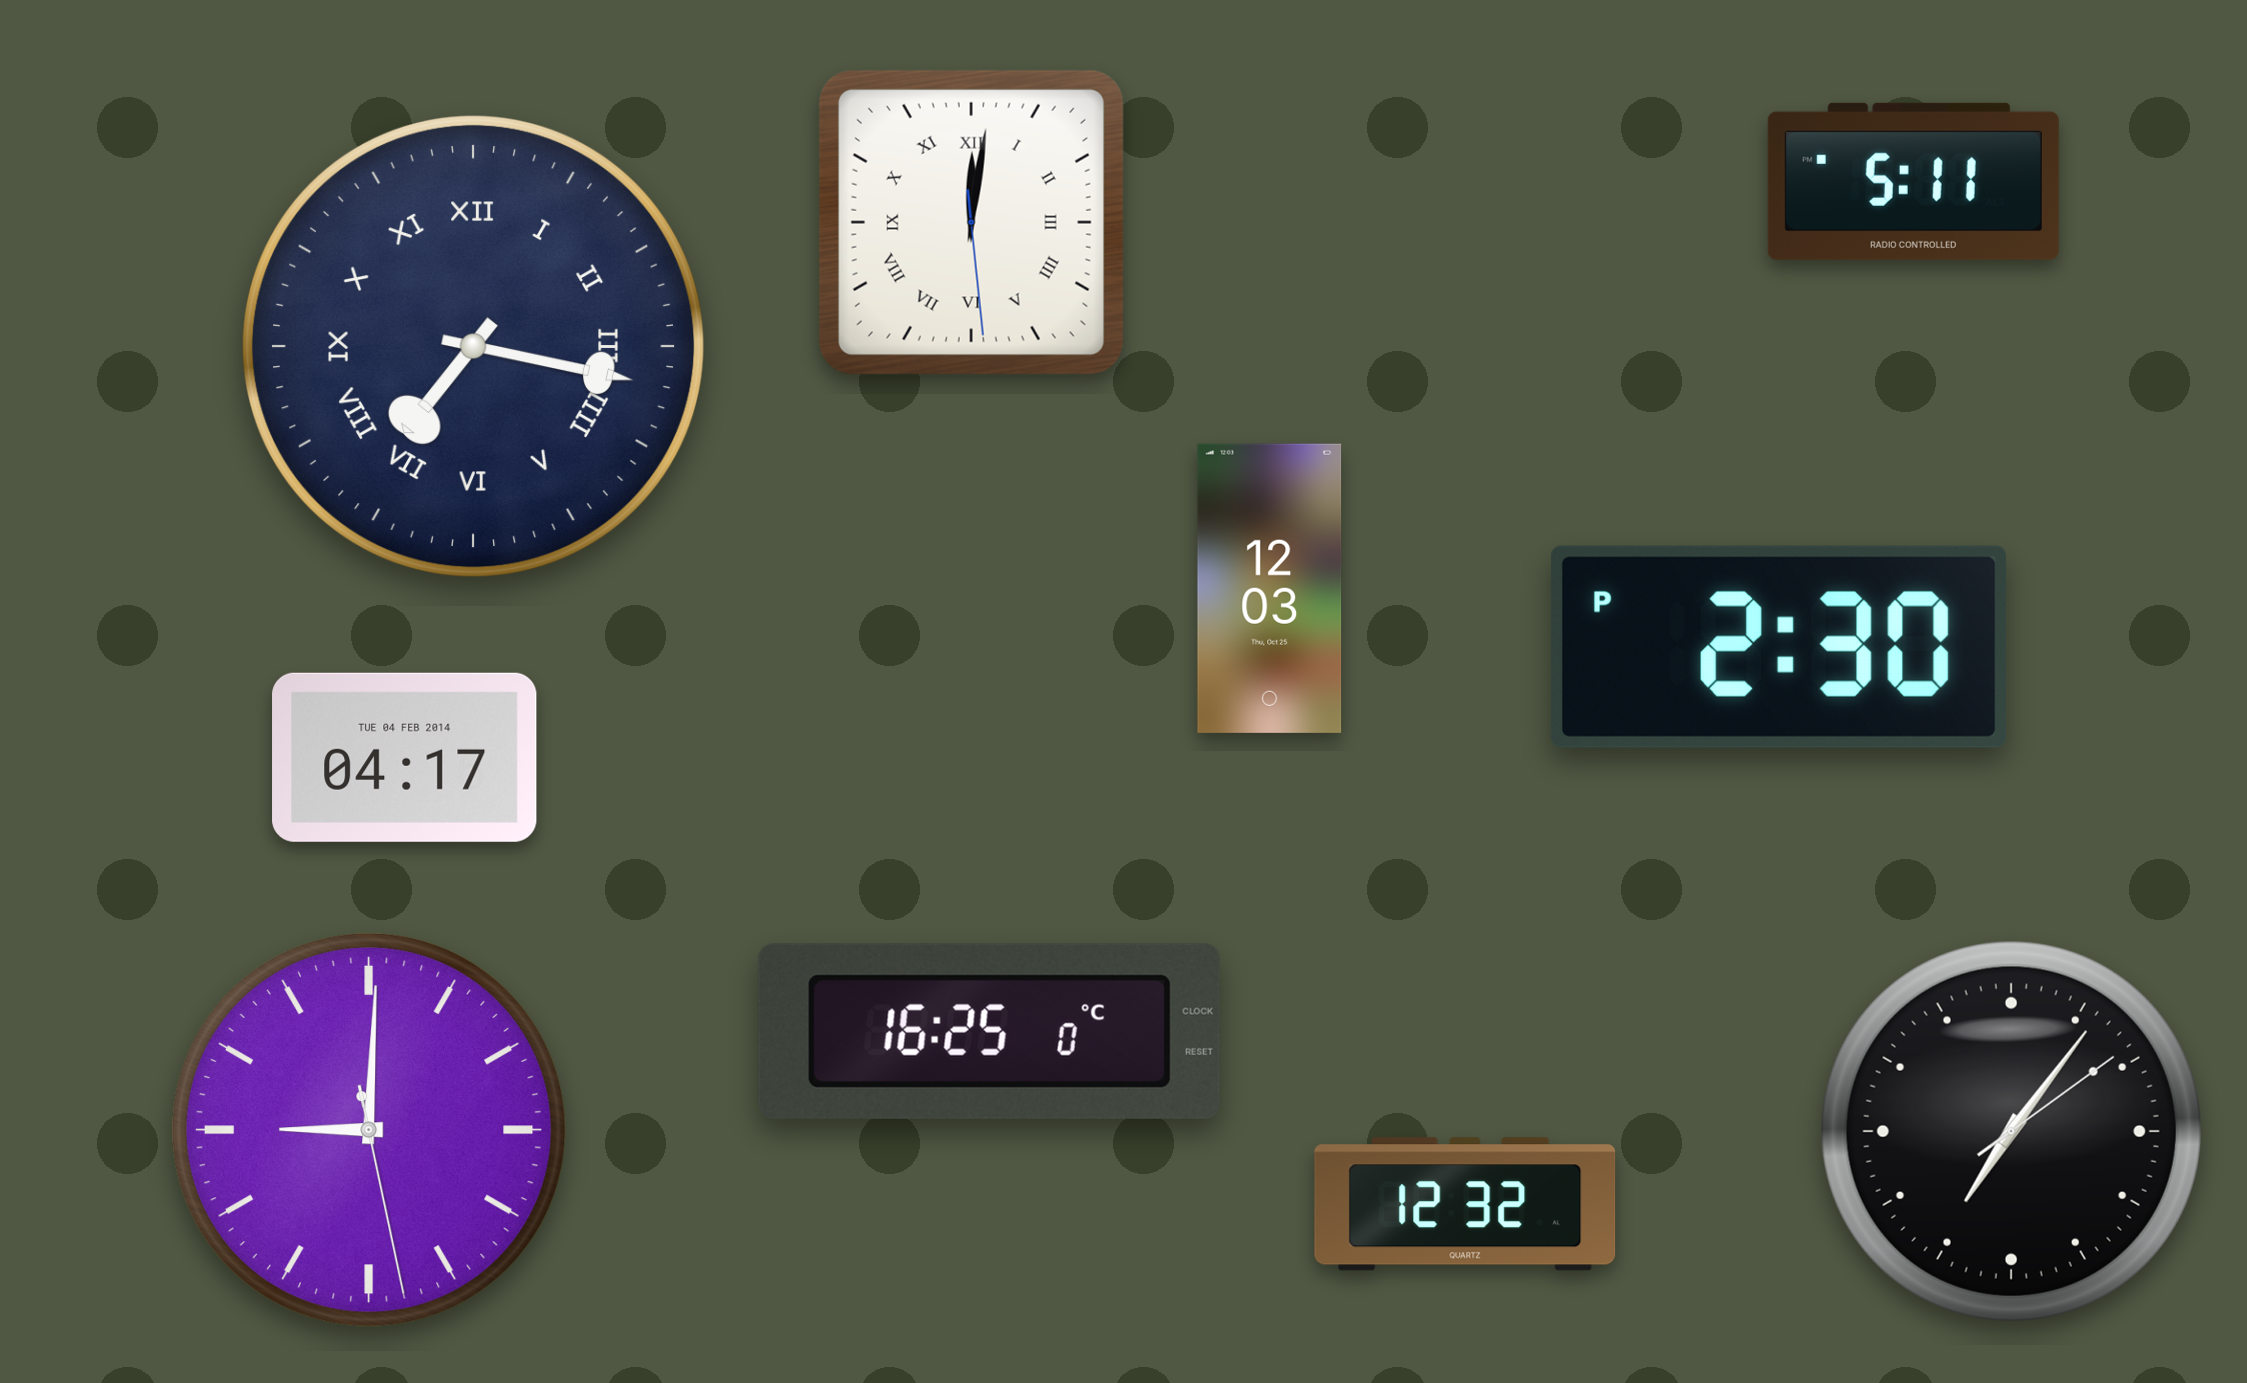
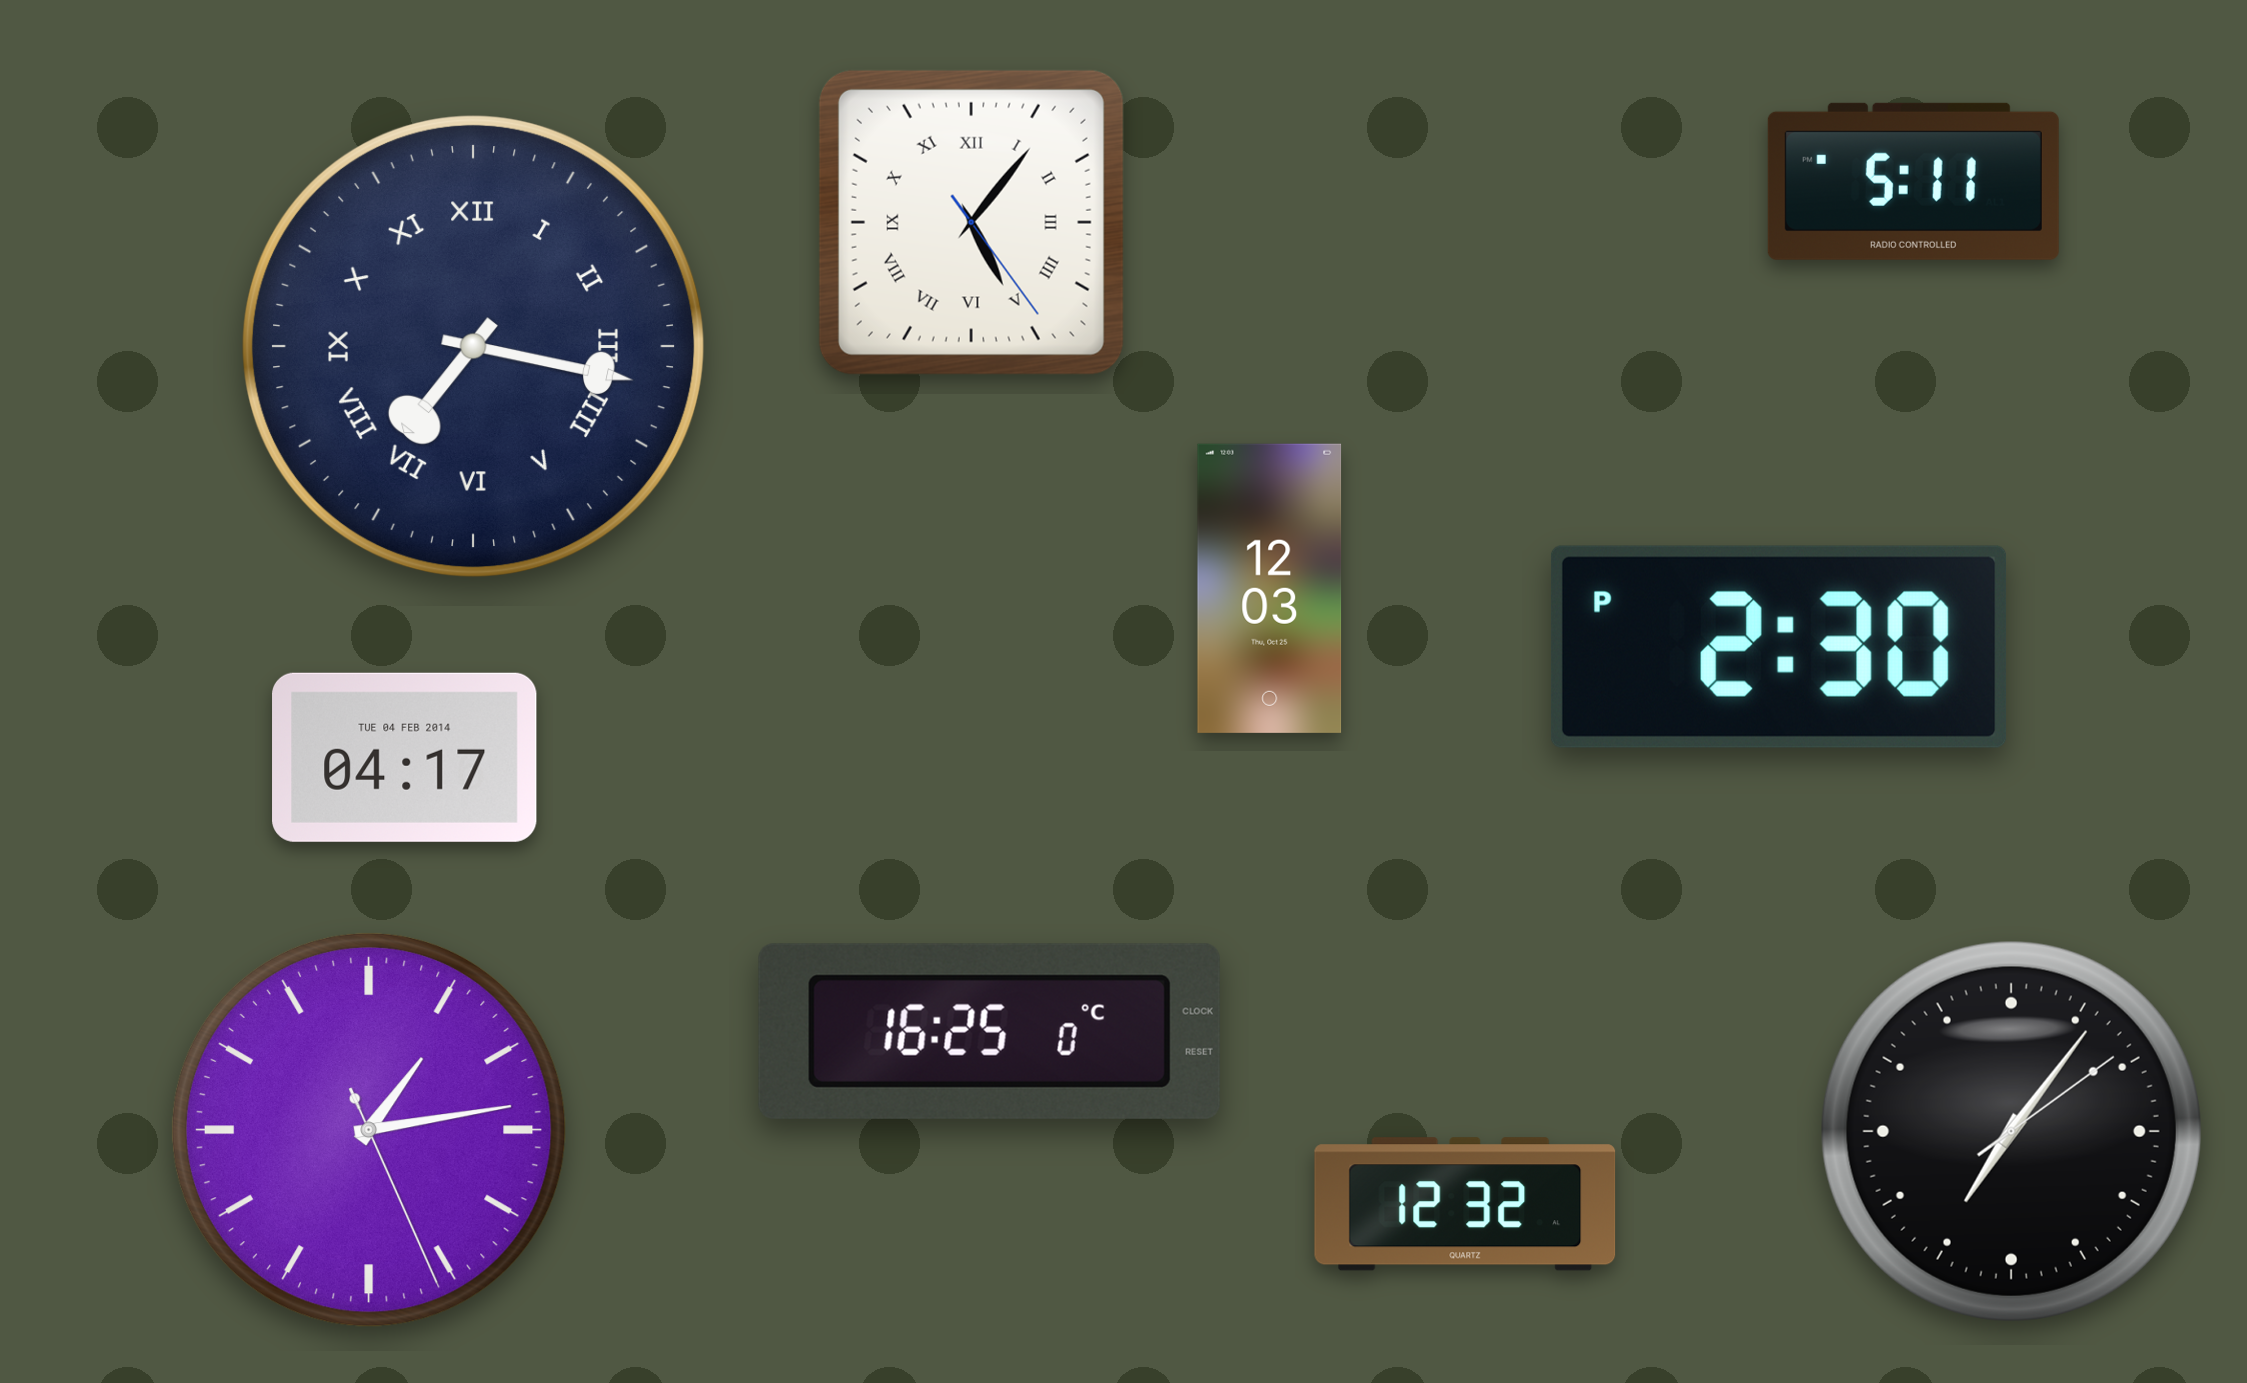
clock at (971, 222): 12:01 -> 5:06
clock at (369, 1130): 9:00 -> 1:13
